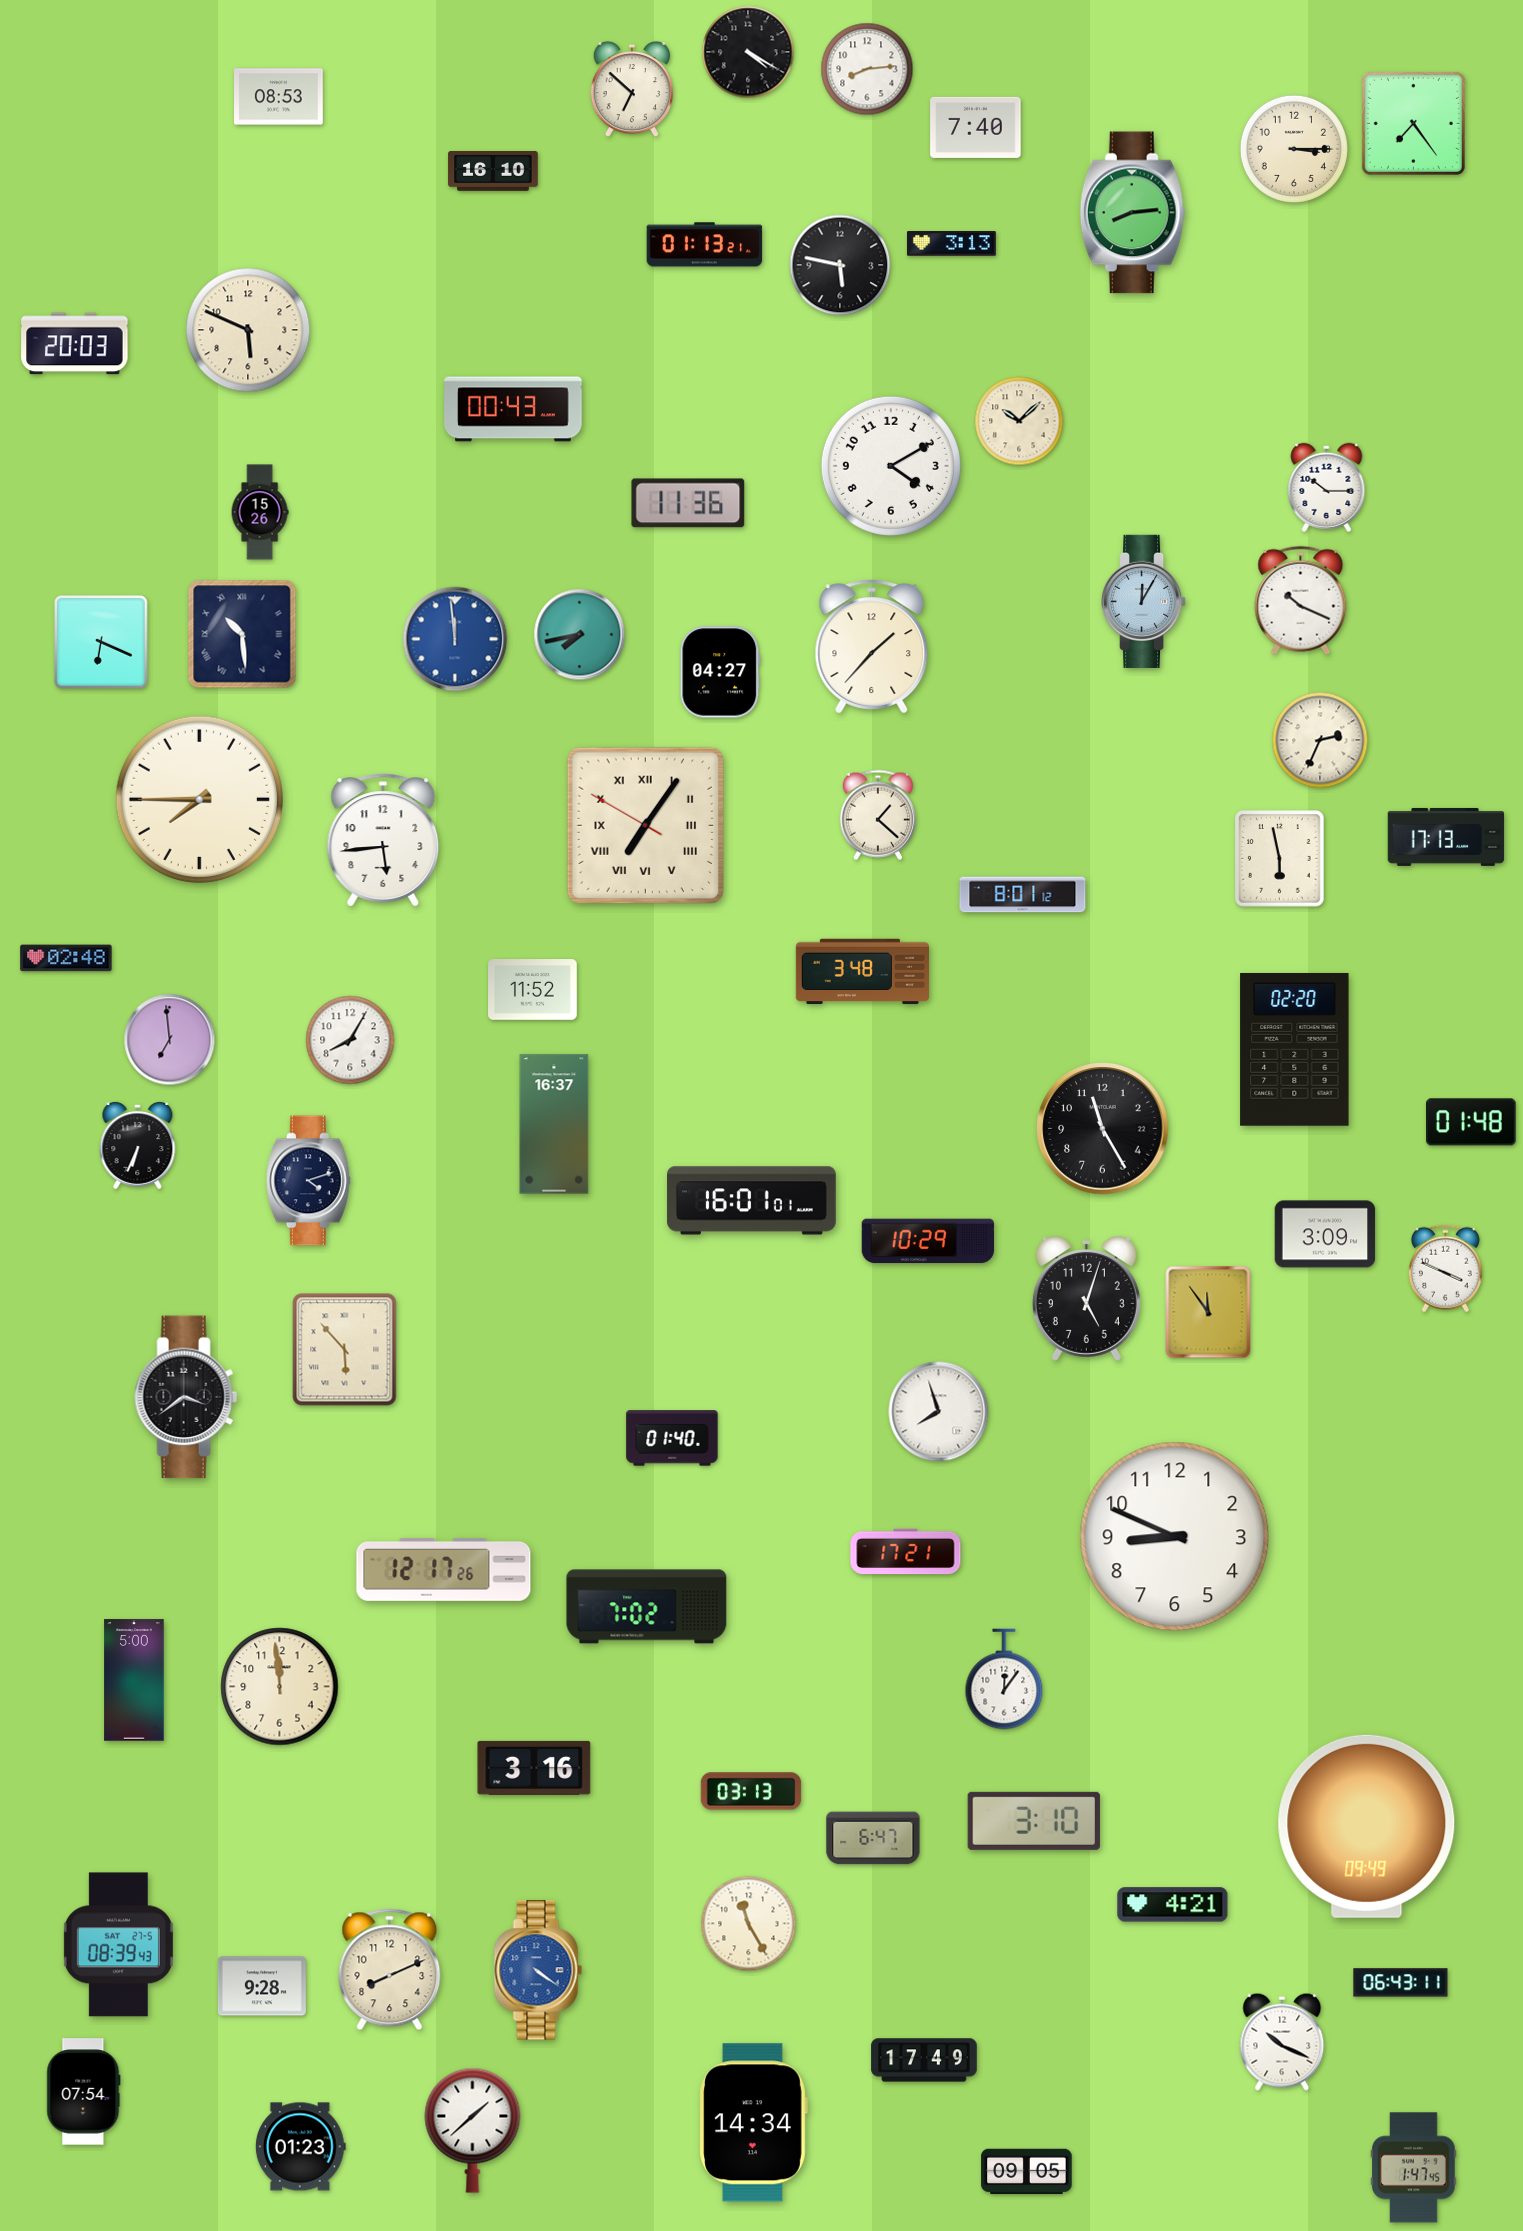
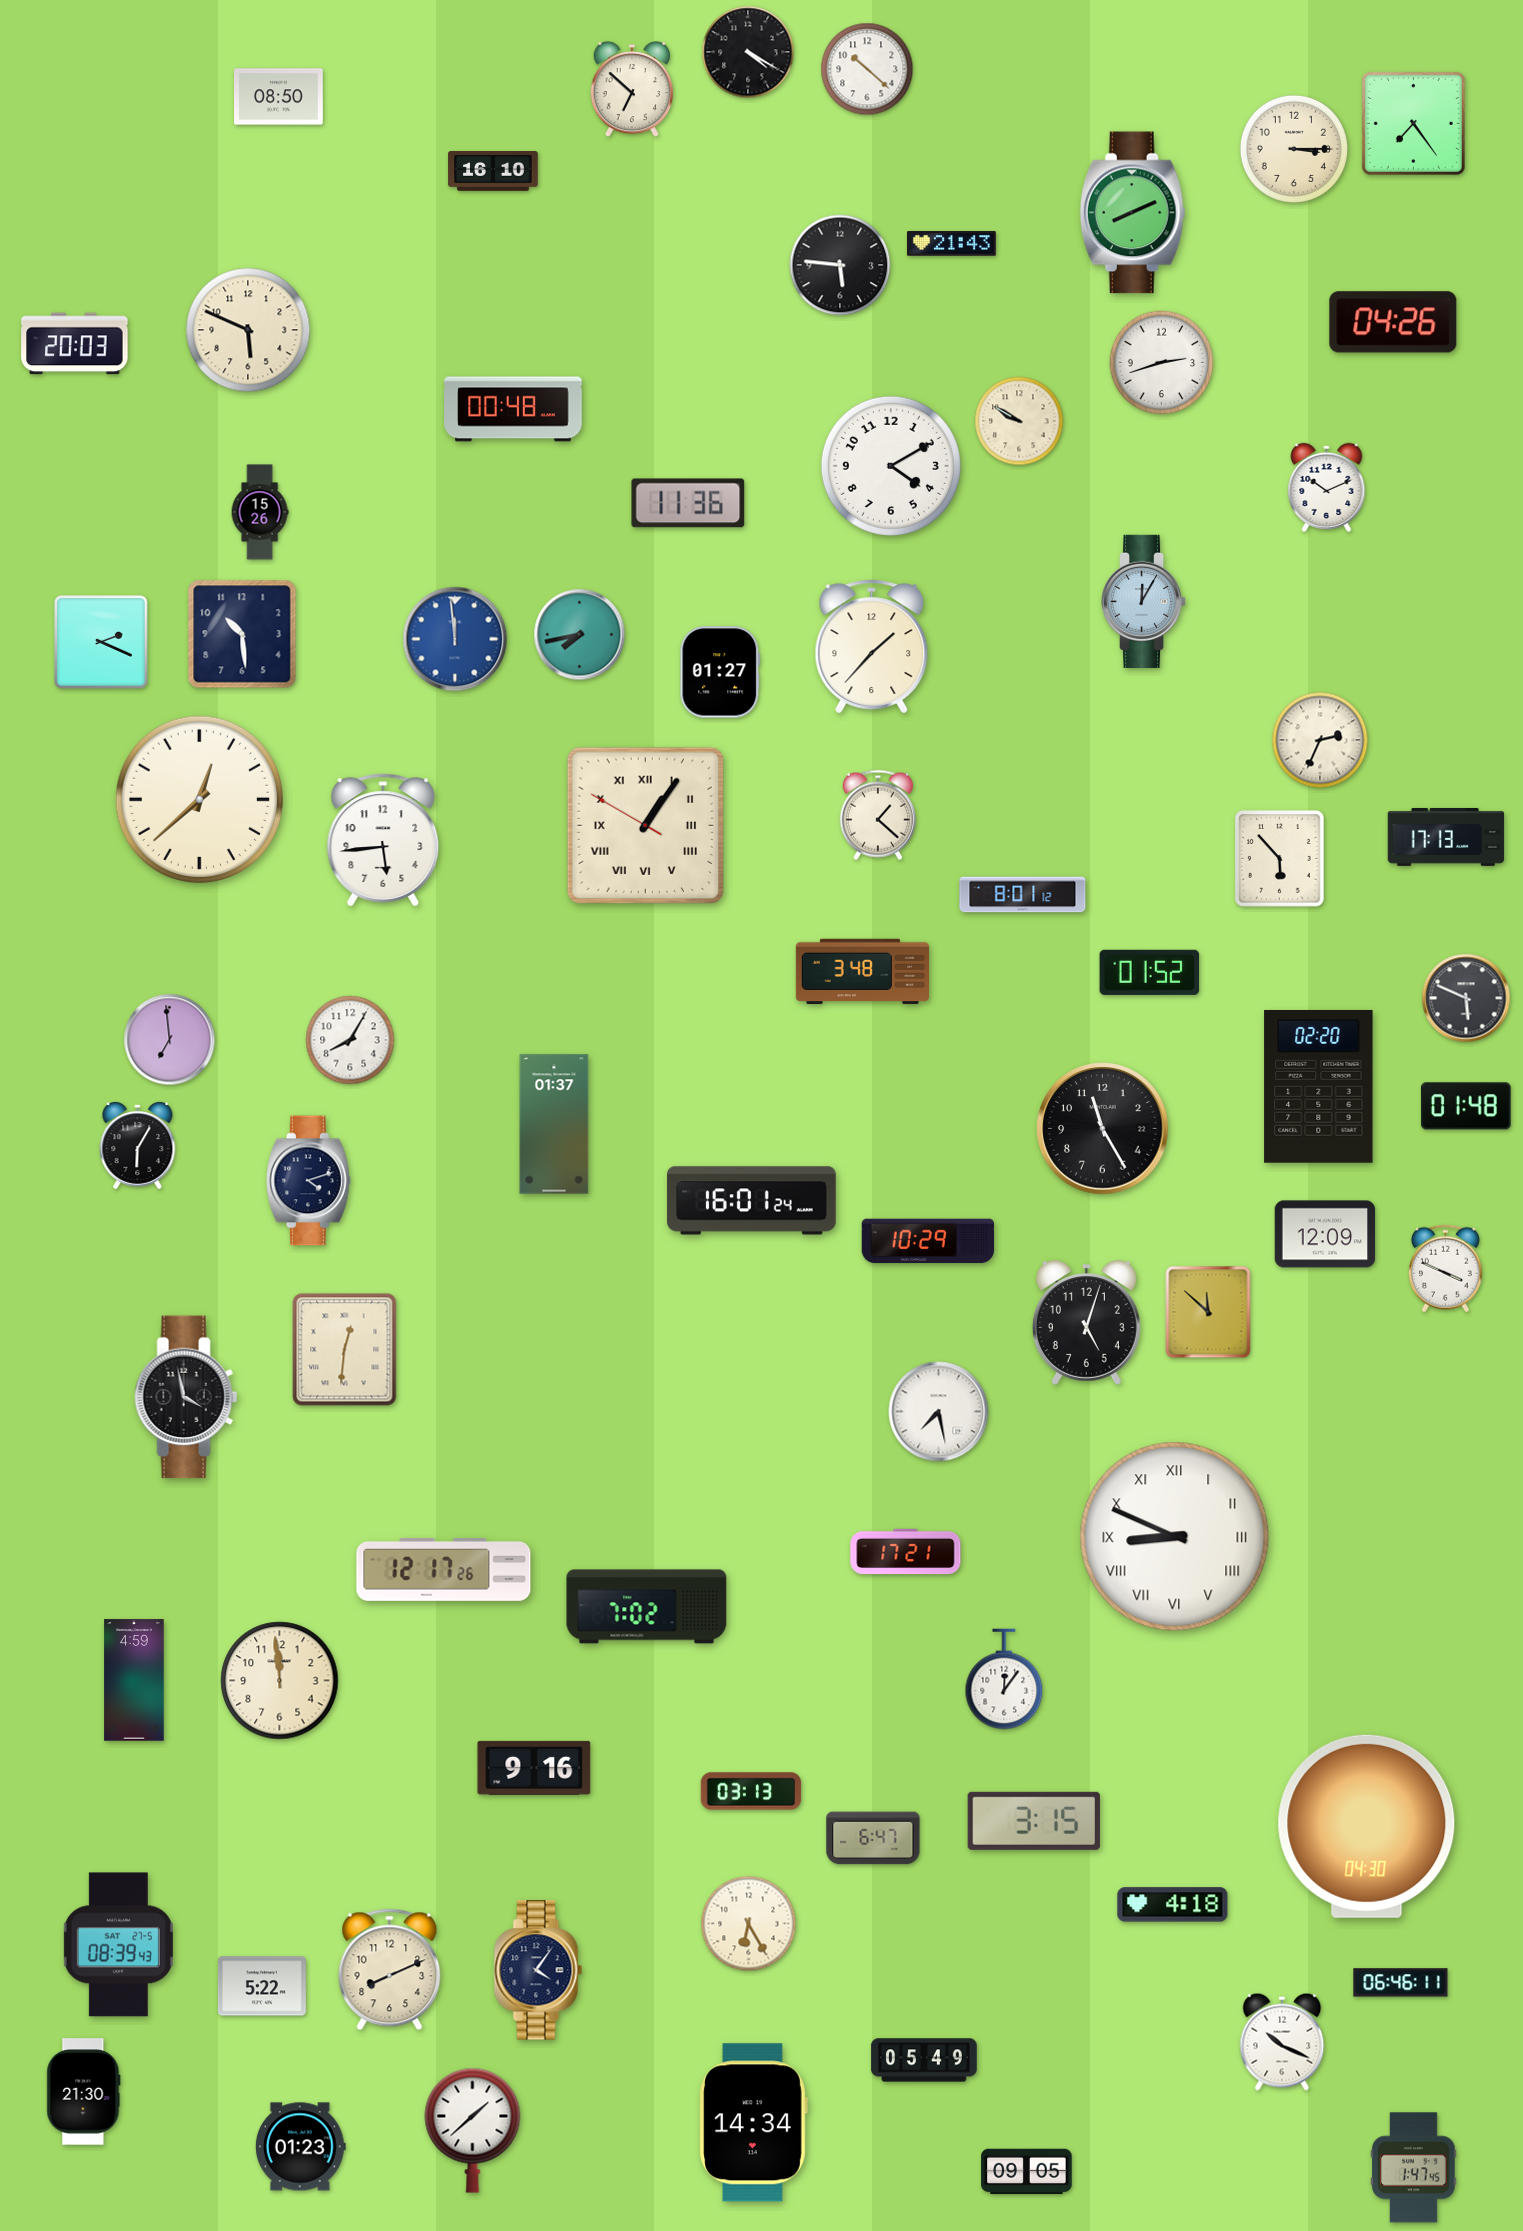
clock at (867, 69): 8:14 -> 10:22
clock at (279, 97): 08:53 -> 08:50
clock at (976, 127): 7:40 -> none
clock at (1133, 213): 8:14 -> 8:11
clock at (952, 244): 3:13 -> 21:43
clock at (705, 245): 01:13 -> none
clock at (840, 265): 5:47 -> 5:46
clock at (1393, 322): none -> 04:26
clock at (1162, 363): none -> 2:42
clock at (513, 409): 00:43 -> 00:48
clock at (1019, 421): 10:08 -> 9:50
clock at (1327, 487): 10:15 -> 10:11
clock at (1301, 600): 10:19 -> none
clock at (242, 634) numerals: Roman -> Arabic
clock at (102, 643): 6:19 -> 2:19
clock at (720, 672): 04:27 -> 01:27
clock at (199, 799): 7:45 -> 12:38
clock at (645, 825): 7:05 -> 1:05
clock at (1280, 859): 5:58 -> 5:53
clock at (66, 958): 02:48 -> none
clock at (1150, 972): none -> 01:52
clock at (533, 990): 11:52 -> none
clock at (1466, 998): none -> 5:49
clock at (1295, 1049) position: (1295, 1049) -> (1319, 1086)
clock at (1472, 1122) position: (1472, 1122) -> (1467, 1106)
clock at (554, 1124): 16:37 -> 01:37
clock at (138, 1145): 6:34 -> 6:05
clock at (752, 1201): 16:01:01 -> 16:01:24
clock at (1325, 1234): 3:09 -> 12:09
clock at (1086, 1299) position: (1086, 1299) -> (1086, 1323)
clock at (1208, 1312): 11:54 -> 11:52
clock at (345, 1350): 5:53 -> 12:31
clock at (186, 1397): 3:39 -> 3:58
clock at (939, 1412): 7:57 -> 7:28
clock at (672, 1438): 01:40 -> none
clock at (1175, 1537) numerals: Arabic -> Roman
clock at (134, 1680): 5:00 -> 4:59
clock at (280, 1687) position: (280, 1687) -> (280, 1681)
clock at (534, 1768): 3:16 -> 9:16
clock at (1034, 1821): 3:10 -> 3:15
clock at (1367, 1826): 09:49 -> 04:30
clock at (1173, 1905): 4:21 -> 4:18
clock at (749, 1924): 11:25 -> 6:25
clock at (538, 1970): 4:21 -> 4:06
clock at (538, 1970) dial: blue -> navy
clock at (1401, 1983): 06:43 -> 06:46
clock at (262, 1986): 9:28 -> 5:22
clock at (924, 2060): 17:49 -> 05:49
clock at (84, 2092): 07:54 -> 21:30
